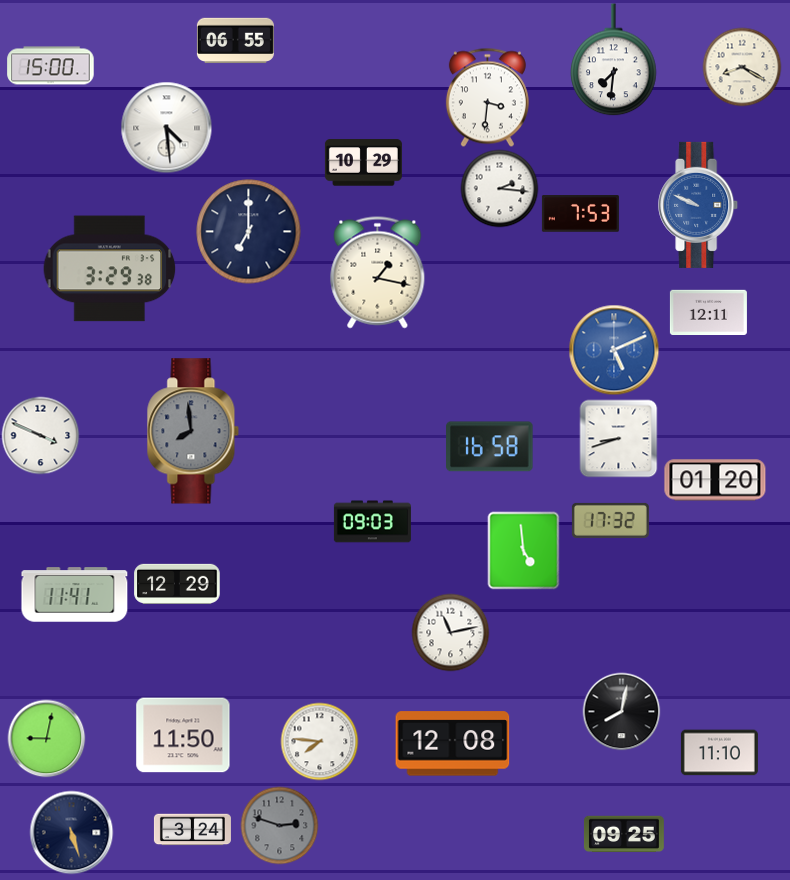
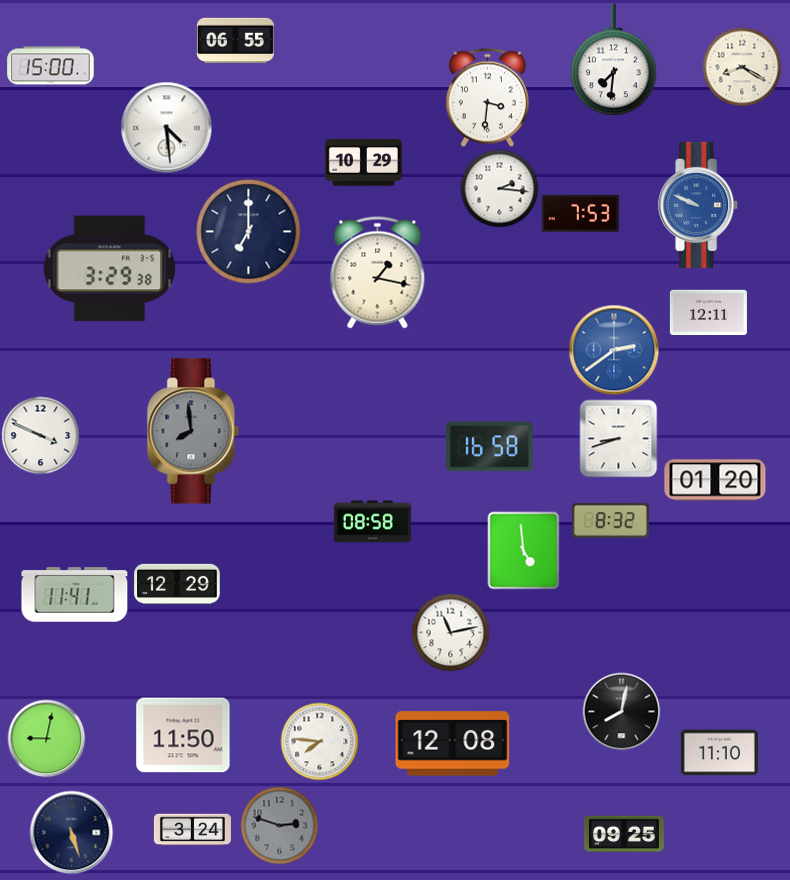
clock at (614, 350): 5:11 -> 2:39
clock at (610, 520): 17:32 -> 8:32
clock at (372, 522): 09:03 -> 08:58
